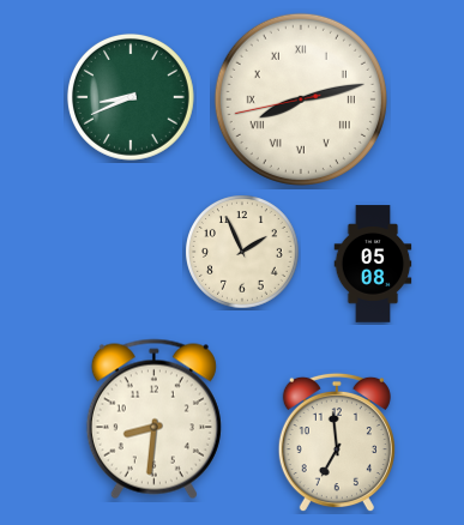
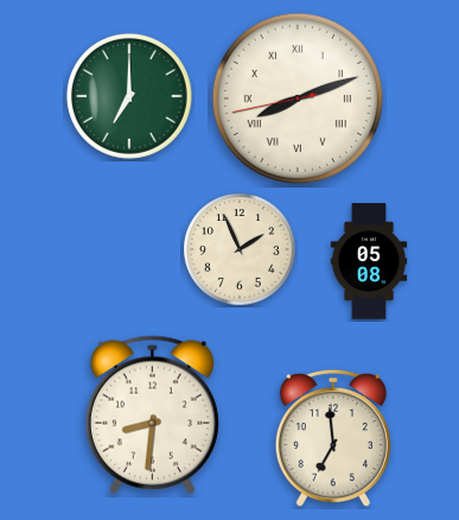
clock at (131, 97): 8:41 -> 7:00
clock at (301, 99): 8:12 -> 8:11
